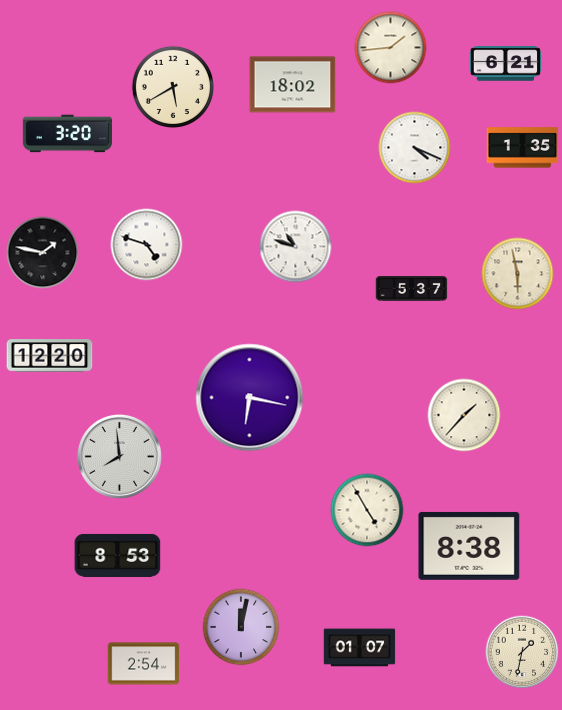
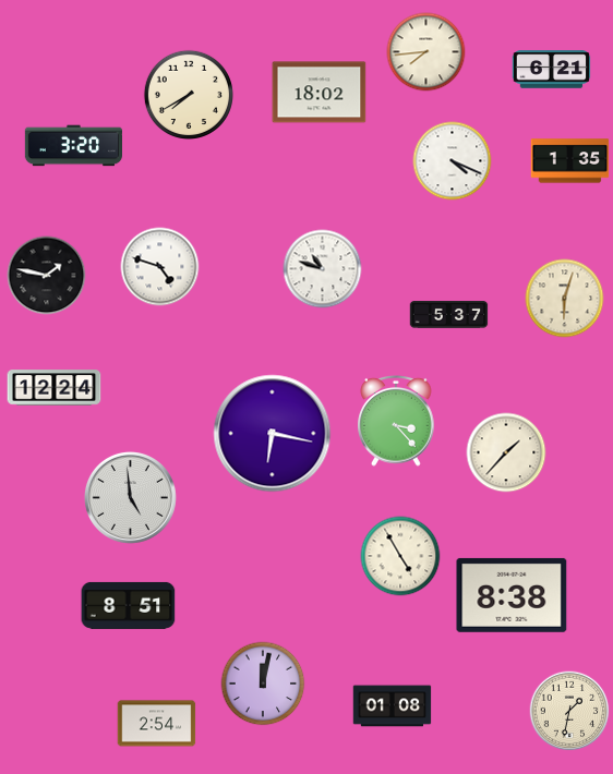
clock at (391, 48): 1:44 -> 7:44
clock at (172, 86): 5:40 -> 7:40
clock at (518, 274): 5:58 -> 6:03
clock at (50, 356): 12:20 -> 12:24
clock at (396, 422): none -> 3:23
clock at (119, 456): 7:59 -> 4:59
clock at (118, 555): 8:53 -> 8:51
clock at (360, 648): 01:07 -> 01:08
